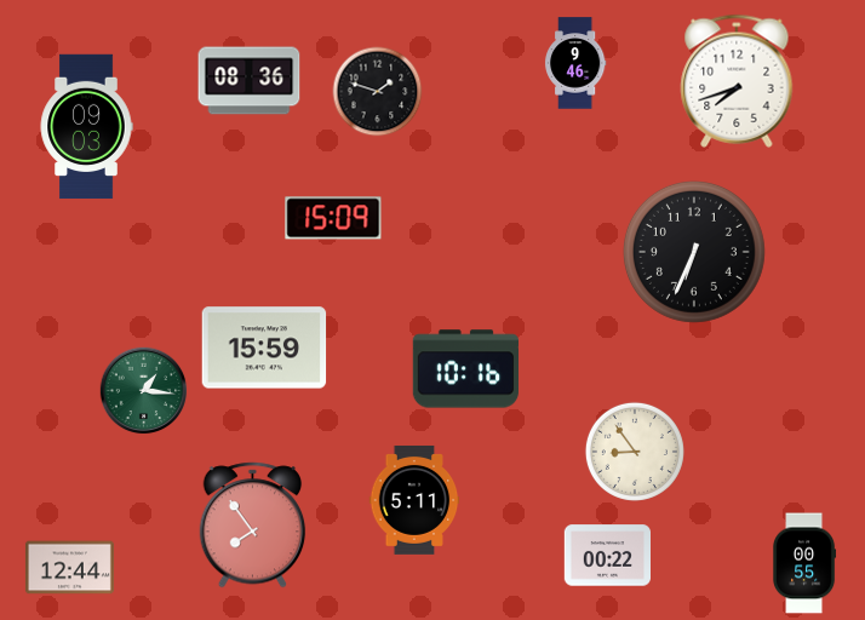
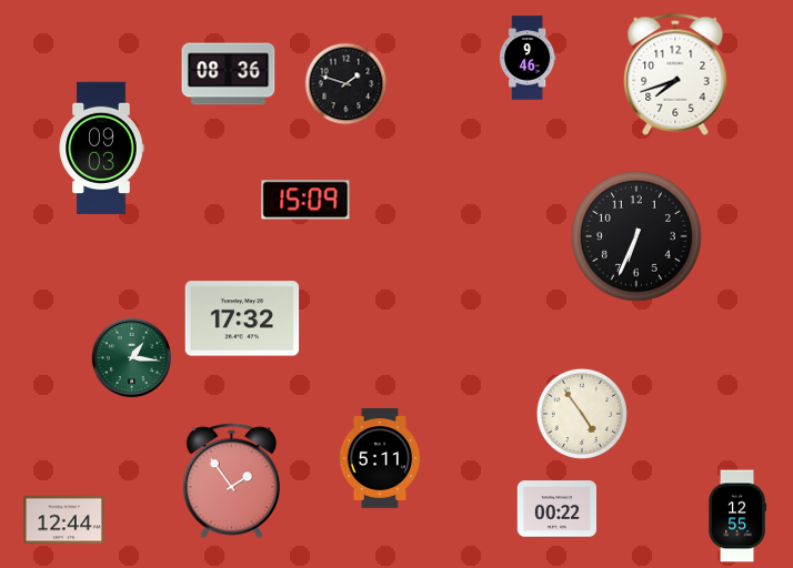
clock at (86, 127) position: (86, 127) -> (101, 149)
clock at (694, 252) position: (694, 252) -> (636, 236)
clock at (264, 348): 15:59 -> 17:32
clock at (465, 369): 10:16 -> none
clock at (635, 452): 8:54 -> 4:54
clock at (253, 526): 7:54 -> 1:54
clock at (804, 563): 00:55 -> 12:55
